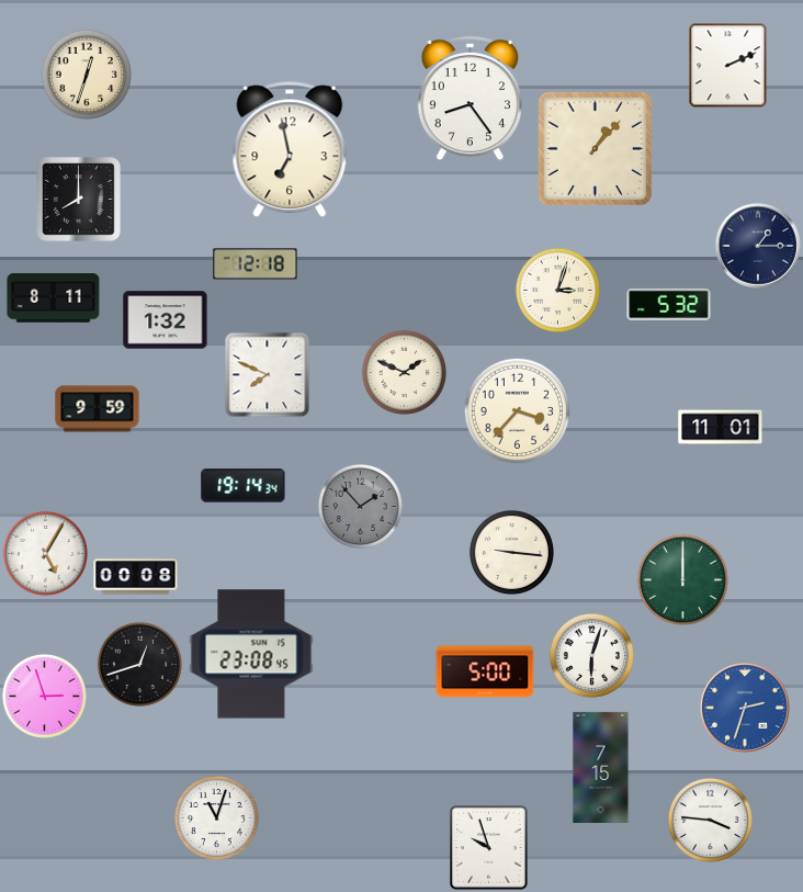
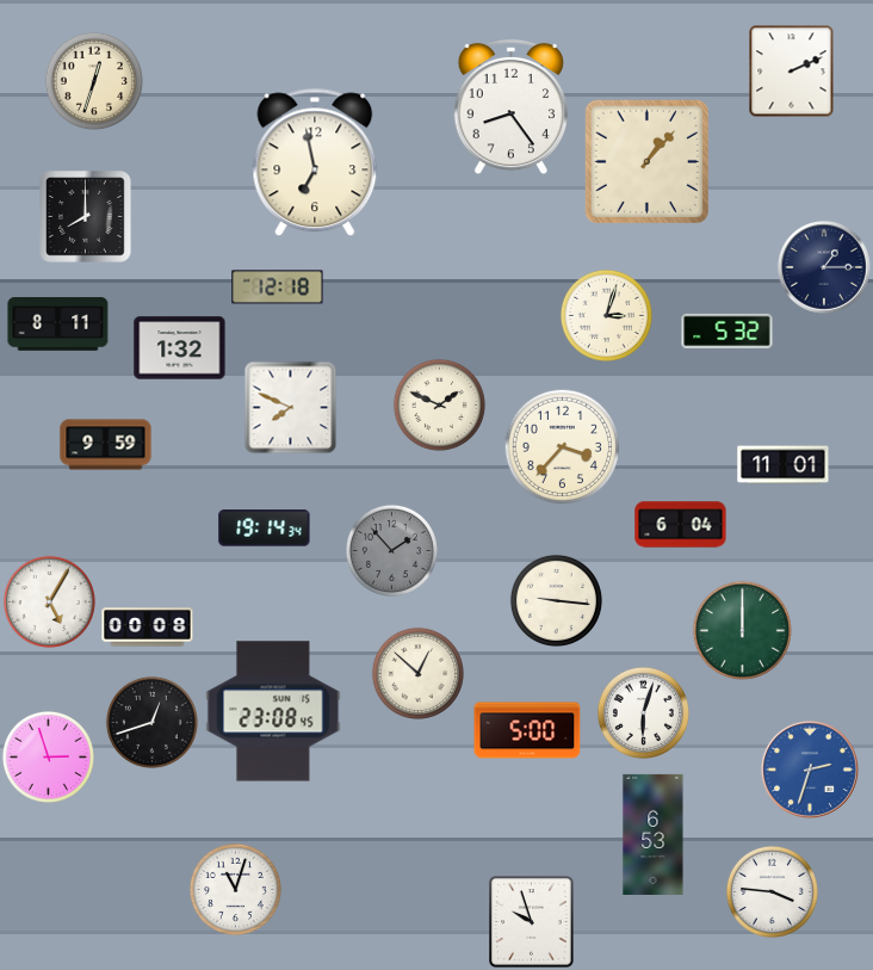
clock at (681, 525): none -> 6:04
clock at (417, 673): none -> 12:52
clock at (601, 767): 7:15 -> 6:53
